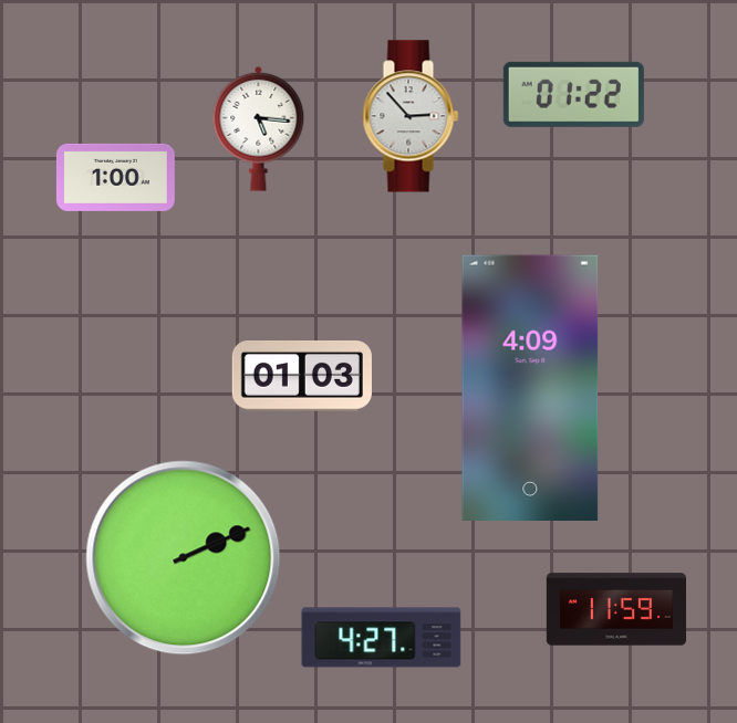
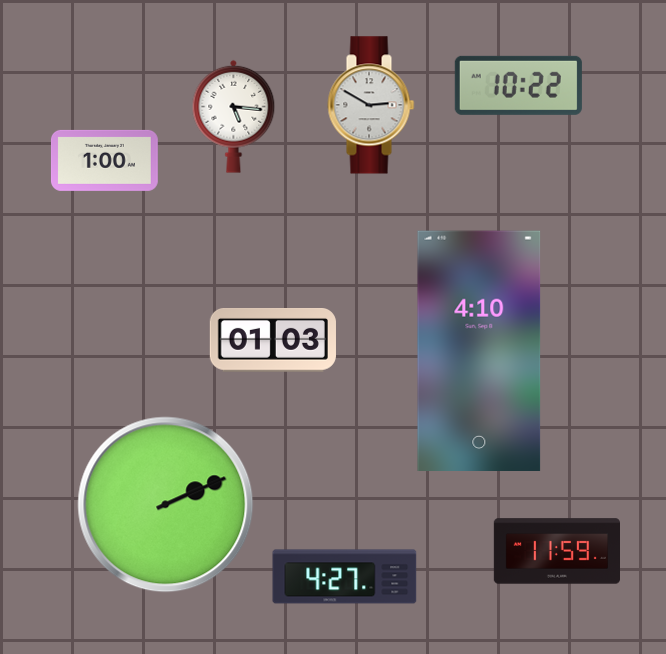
clock at (573, 94): 01:22 -> 10:22
clock at (411, 116): 2:53 -> 2:50
clock at (530, 387): 4:09 -> 4:10
